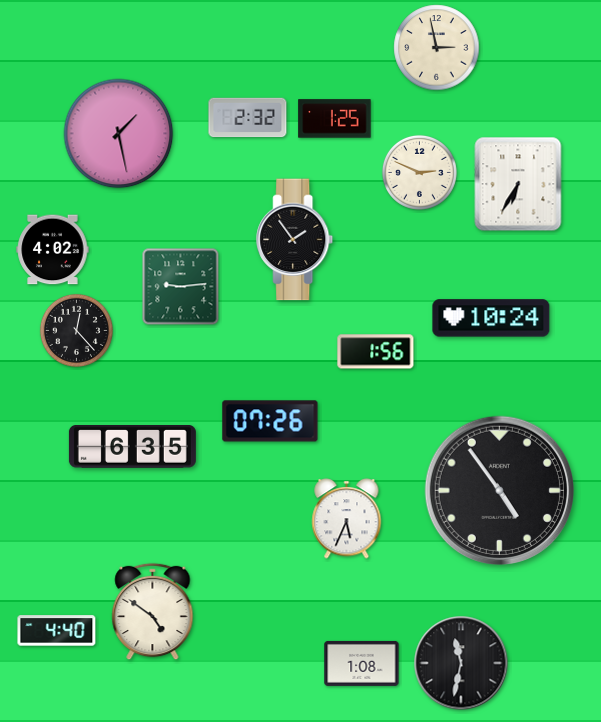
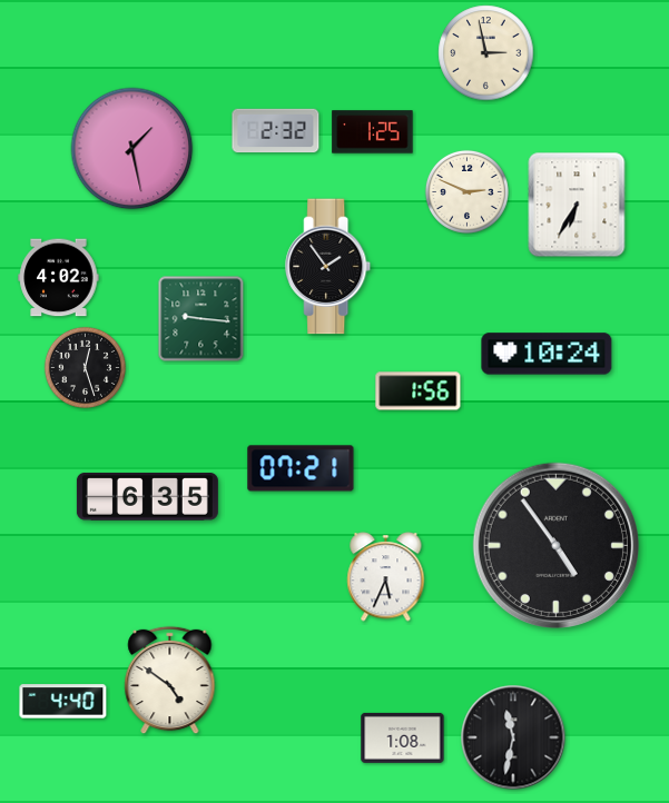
clock at (181, 287): 9:14 -> 9:16
clock at (76, 330): 12:23 -> 12:27
clock at (270, 421): 07:26 -> 07:21
